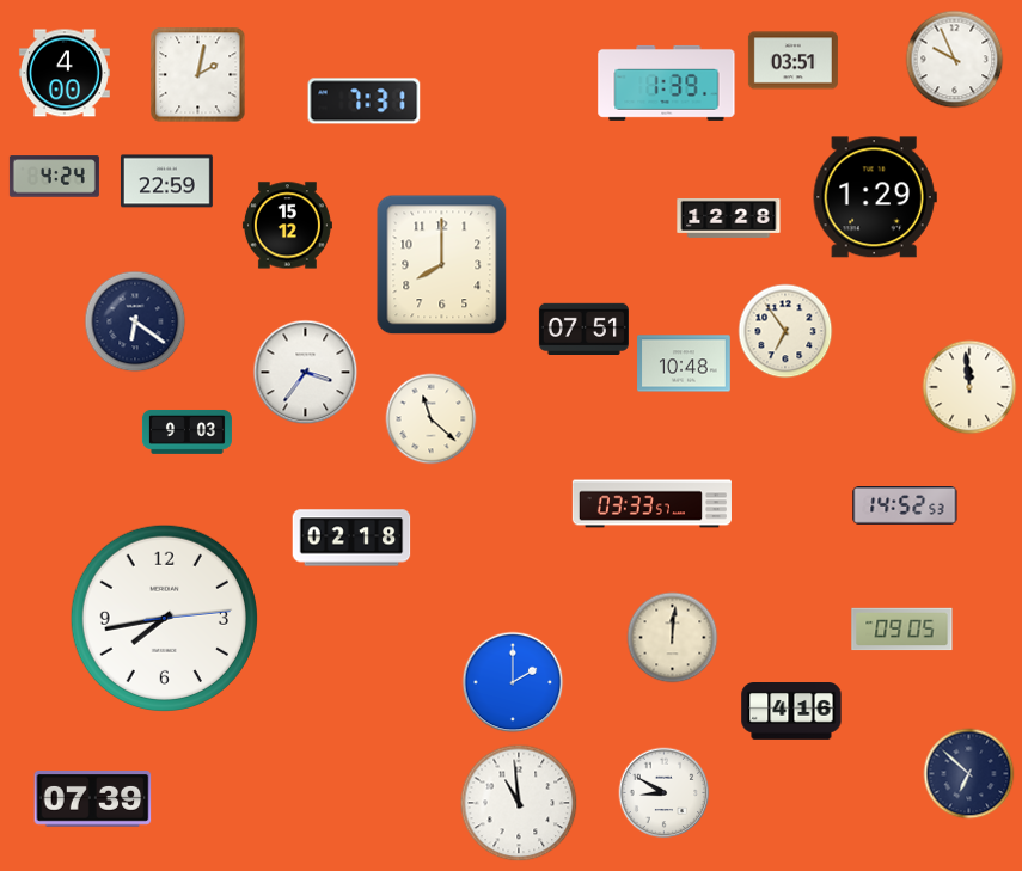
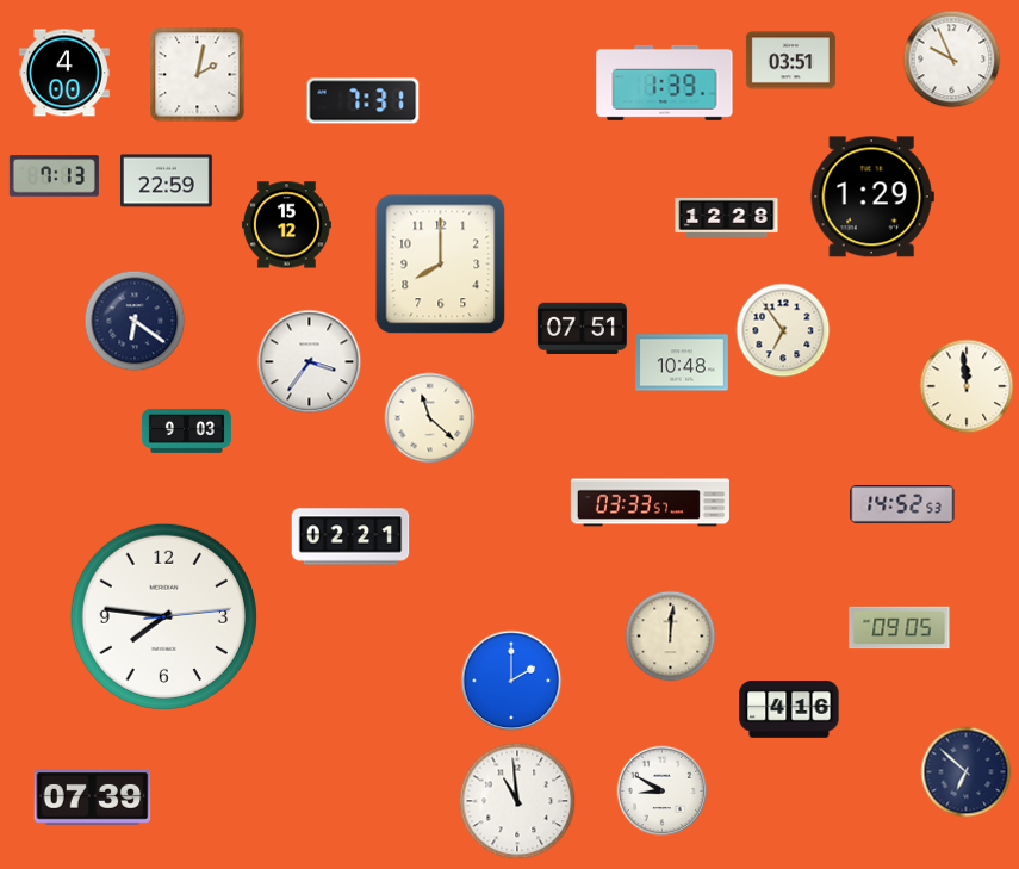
clock at (54, 177): 4:24 -> 7:13
clock at (306, 373) position: (306, 373) -> (310, 362)
clock at (351, 538): 02:18 -> 02:21
clock at (164, 618): 7:43 -> 7:46
